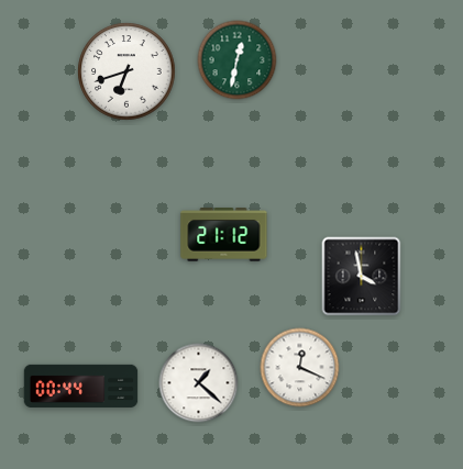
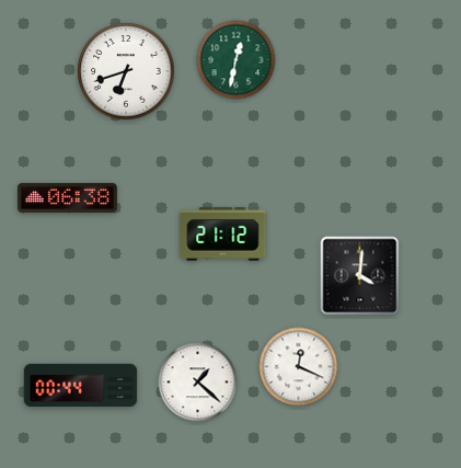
clock at (68, 197): none -> 06:38
clock at (362, 277): 3:58 -> 4:01
